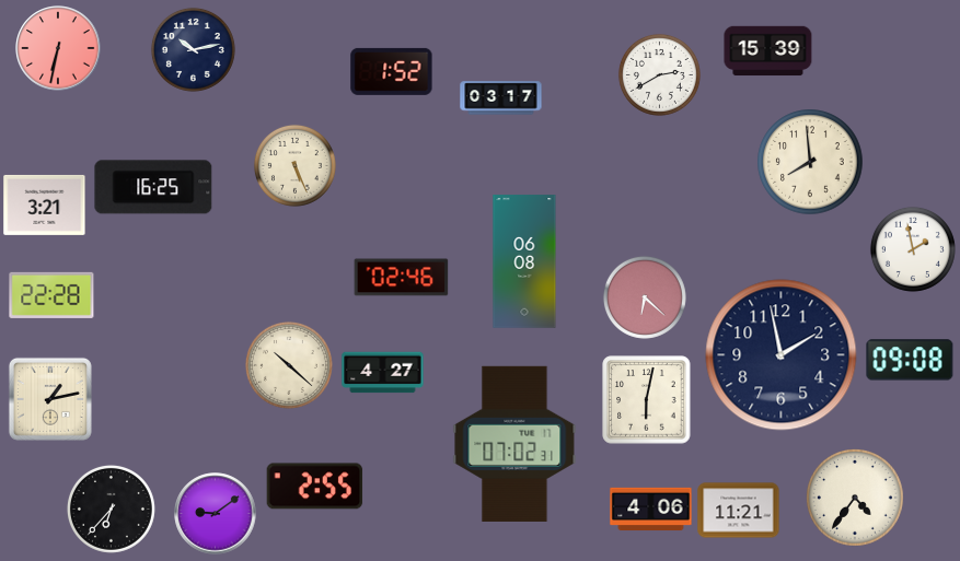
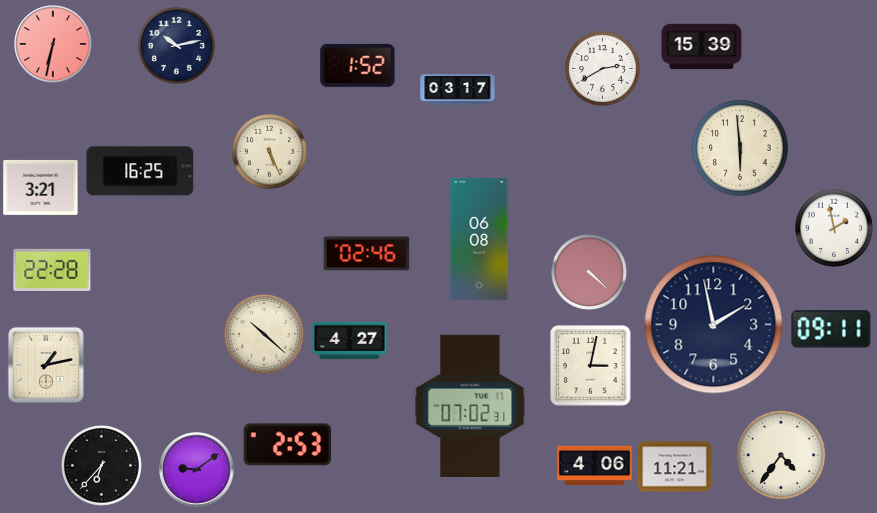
clock at (810, 162): 7:59 -> 5:59
clock at (51, 295) position: (51, 295) -> (52, 270)
clock at (645, 297): 6:22 -> 4:22
clock at (910, 360): 09:08 -> 09:11
clock at (647, 400): 6:02 -> 3:02
clock at (315, 487): 2:55 -> 2:53
